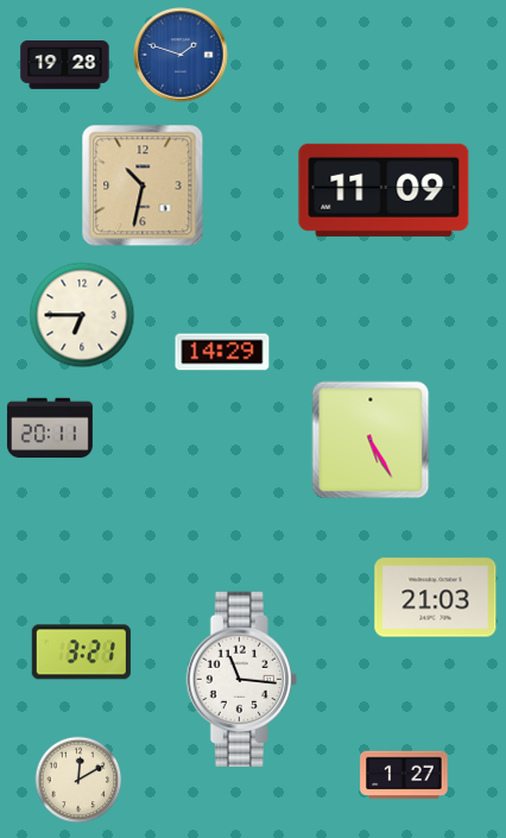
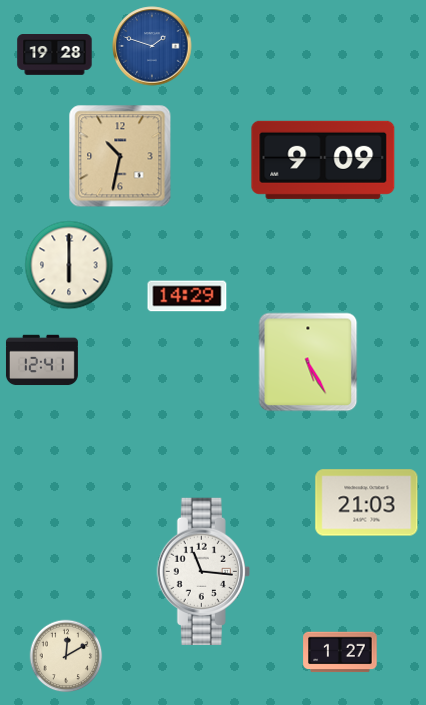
clock at (384, 190): 11:09 -> 9:09
clock at (82, 315): 6:45 -> 6:00
clock at (50, 428): 20:11 -> 12:41
clock at (371, 440) position: (371, 440) -> (308, 362)
clock at (81, 653): 3:21 -> none
